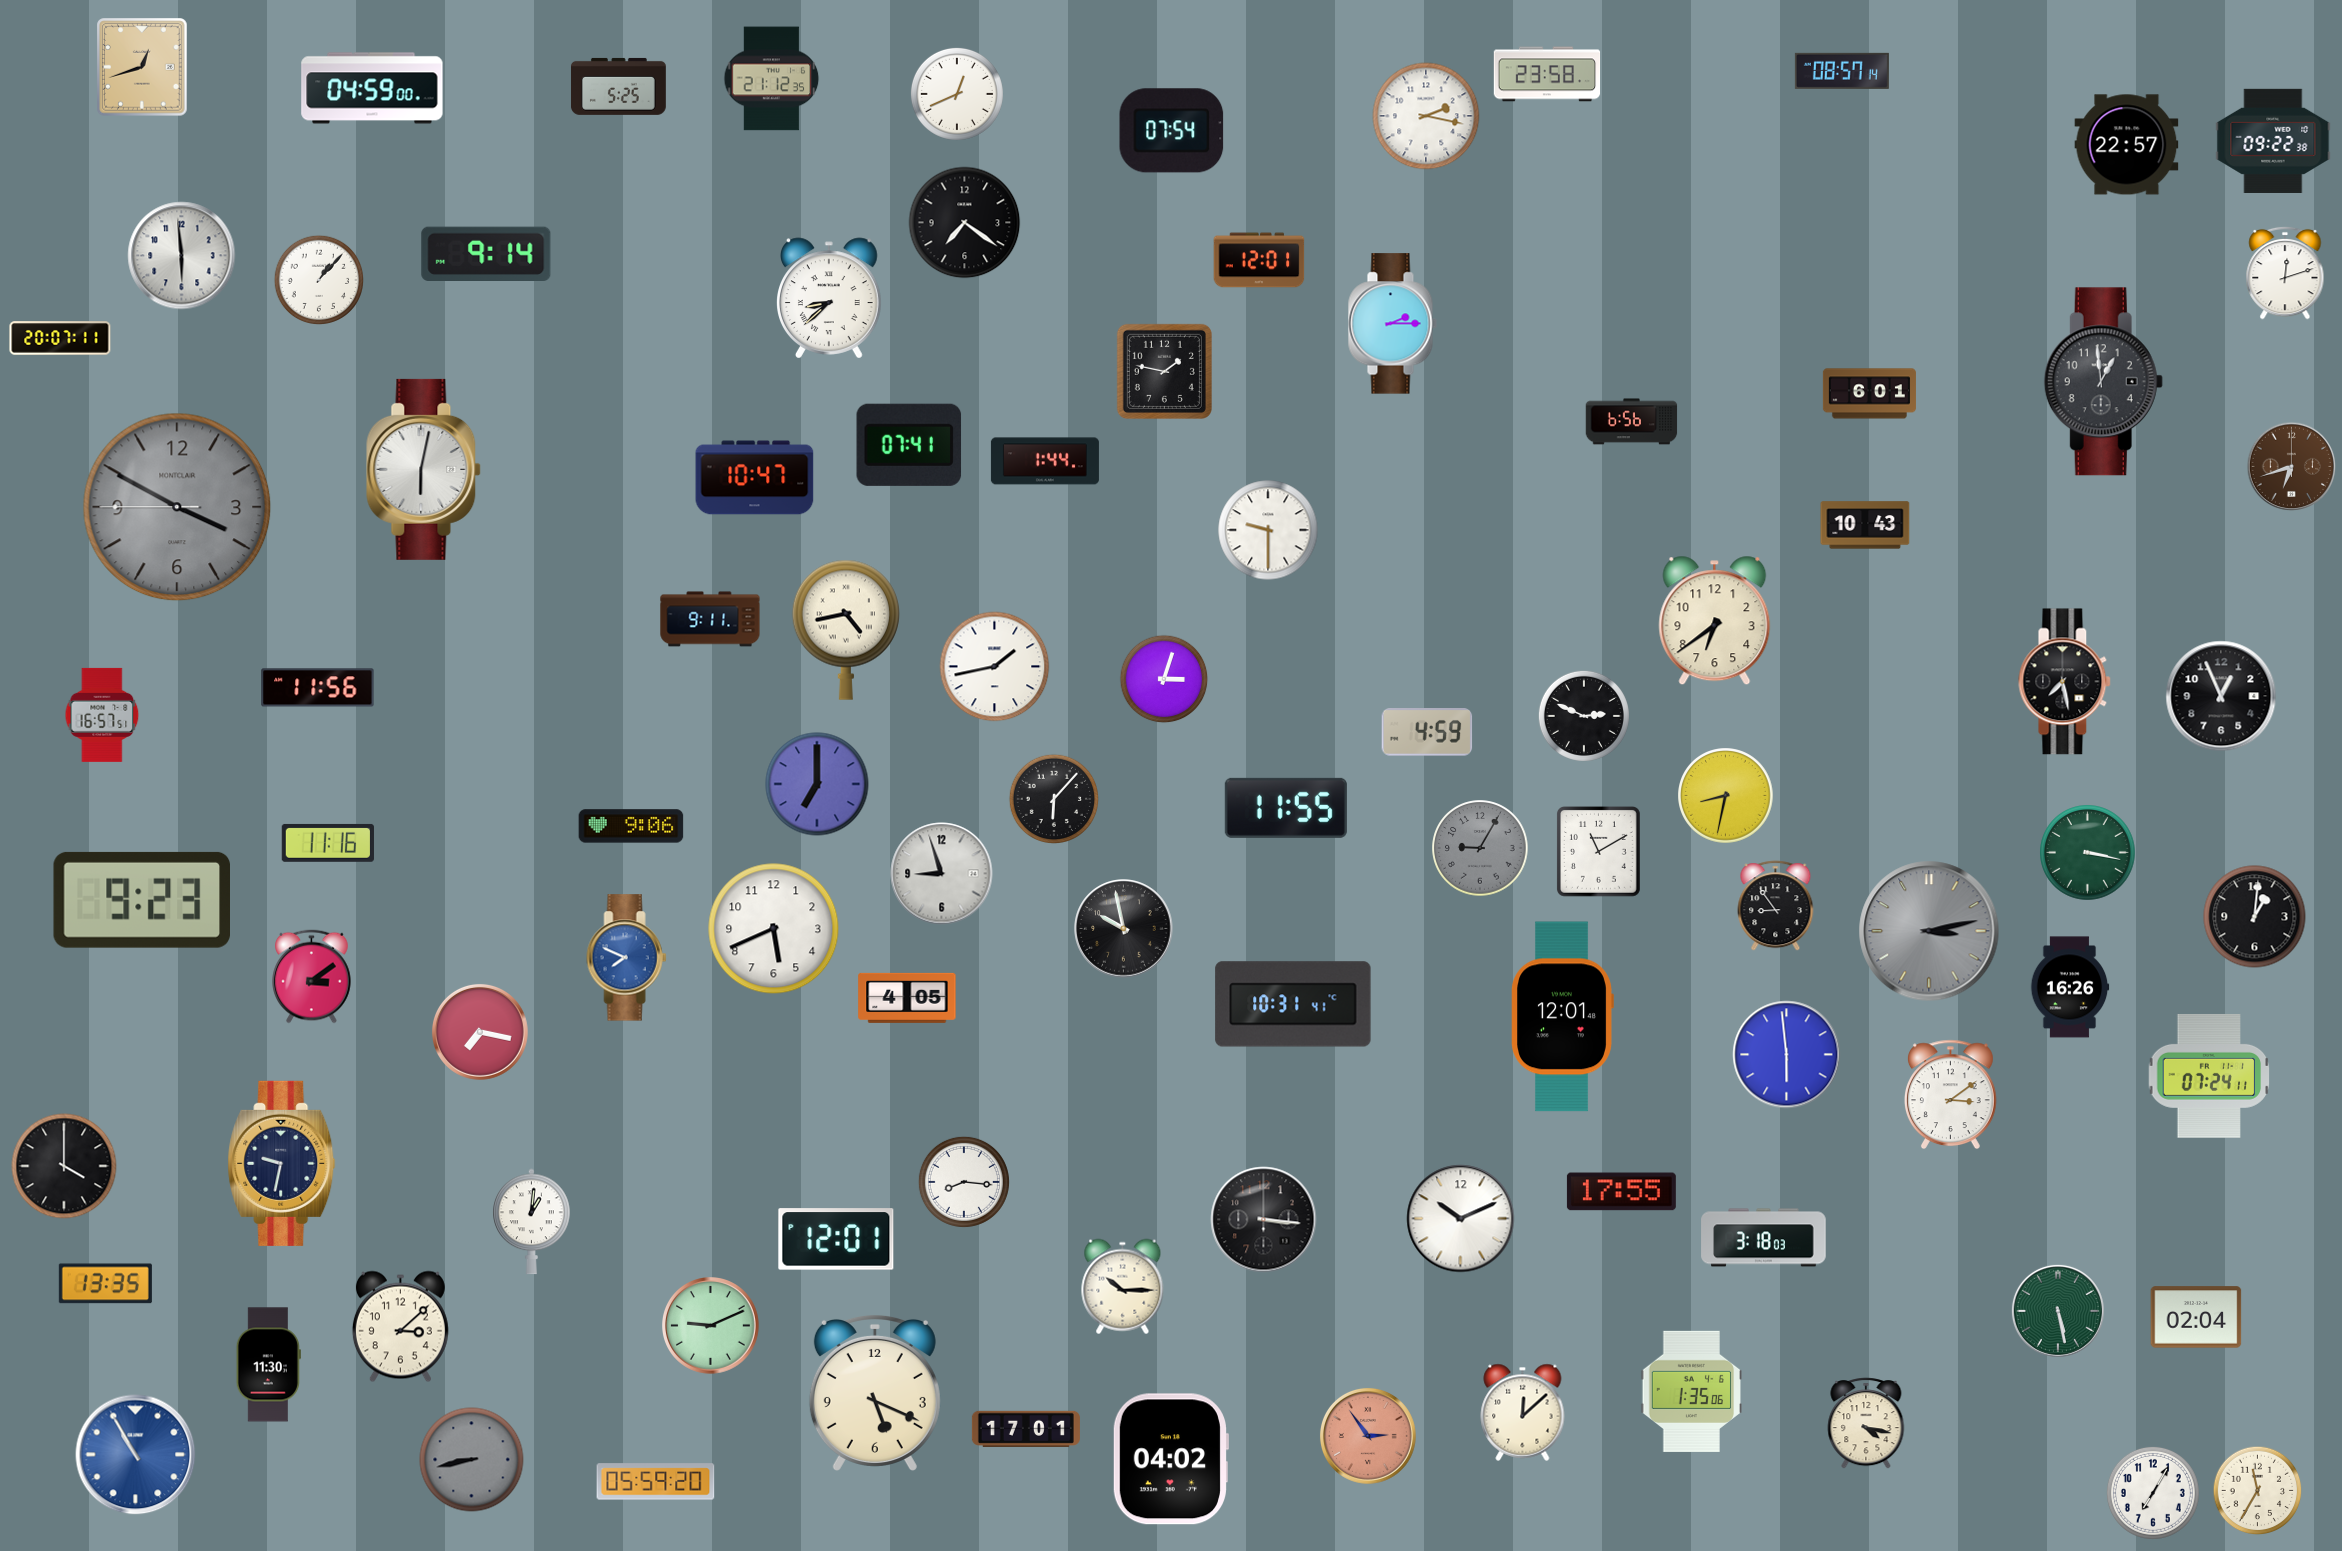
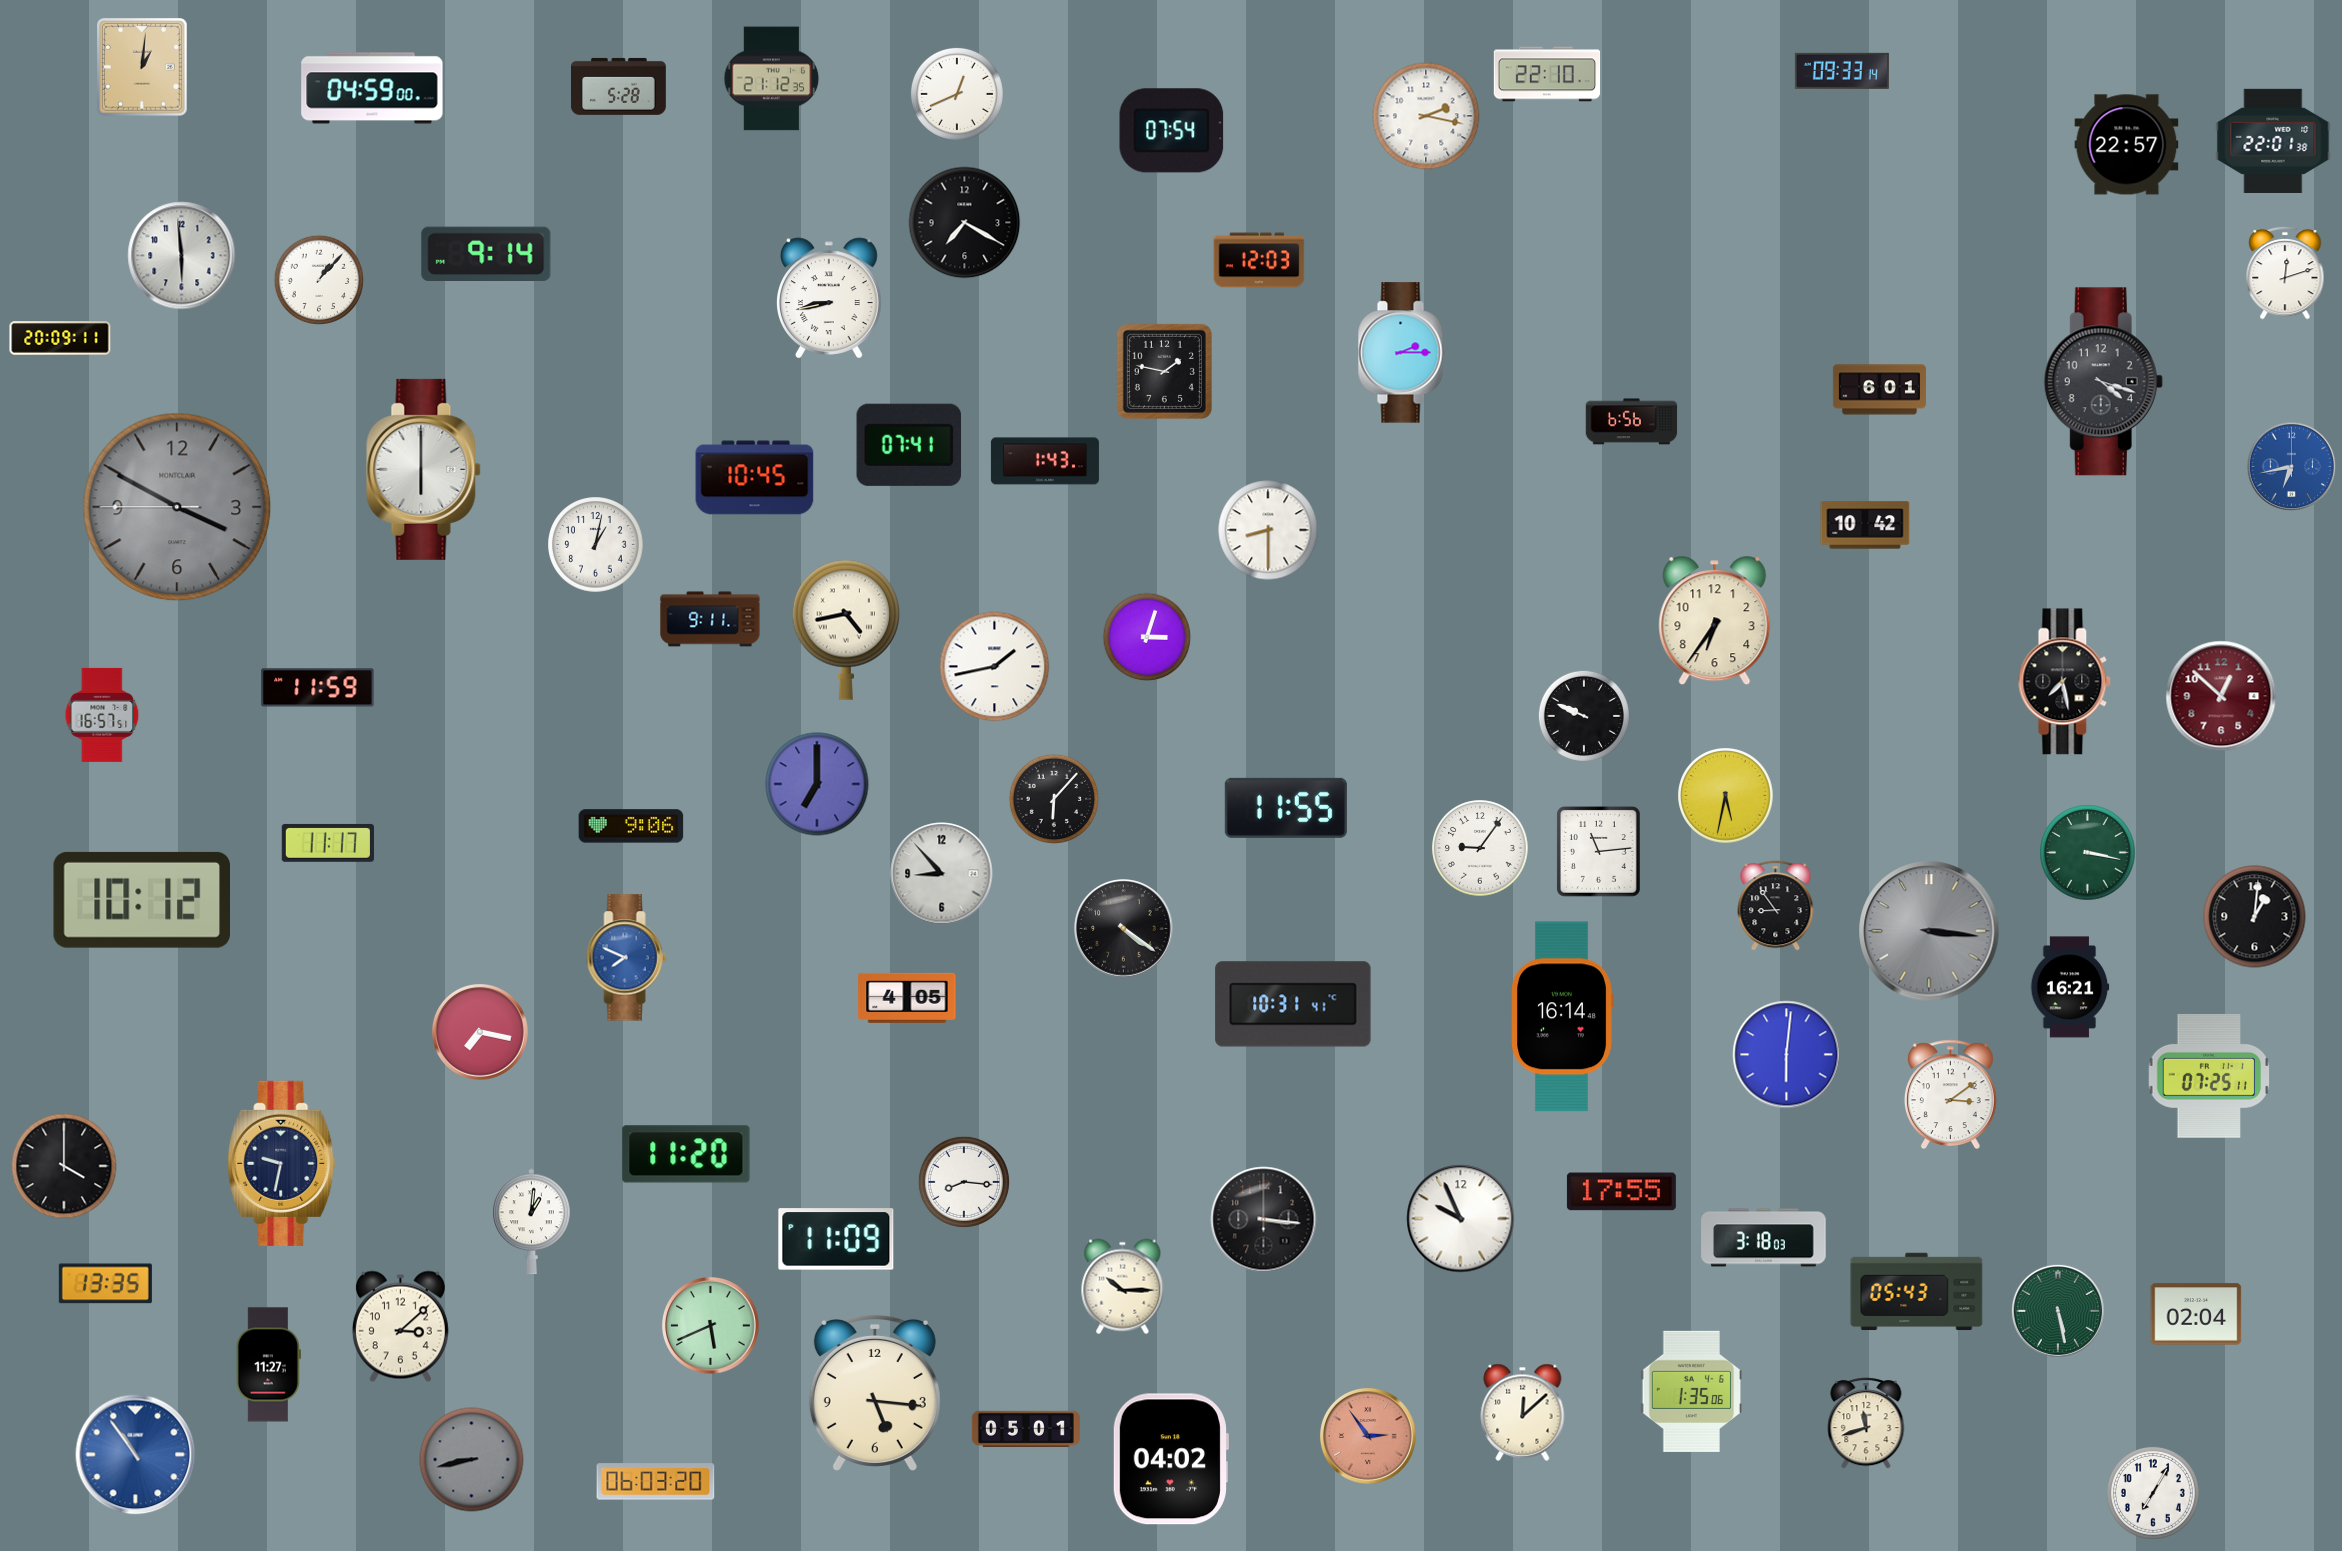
clock at (142, 67): 12:42 -> 1:01
clock at (1842, 71): 08:57 -> 09:33
clock at (1547, 74): 23:58 -> 22:10
clock at (618, 86): 5:25 -> 5:28
clock at (2273, 141): 09:22 -> 22:01
clock at (965, 223): 7:21 -> 7:20
clock at (1259, 260): 12:01 -> 12:03
clock at (830, 298): 8:38 -> 8:43
clock at (1392, 324) position: (1392, 324) -> (1402, 353)
clock at (60, 338): 20:07 -> 20:09
clock at (2103, 382): 12:59 -> 4:18
clock at (1869, 394) position: (1869, 394) -> (1879, 390)
clock at (1045, 461): 1:44 -> 1:43
clock at (2292, 467): 6:42 -> 6:43
clock at (2292, 467) dial: brown -> blue
clock at (424, 469): 6:02 -> 6:00
clock at (755, 478): 10:47 -> 10:45
clock at (1865, 525): 10:43 -> 10:42
clock at (1268, 530): 9:30 -> 8:30
clock at (596, 545): none -> 1:02
clock at (1715, 621): 6:39 -> 6:36
clock at (1164, 679) position: (1164, 679) -> (1147, 637)
clock at (318, 688): 11:56 -> 11:59
clock at (2221, 696): 12:56 -> 12:52
clock at (2221, 696) dial: black -> burgundy
clock at (1584, 716): 2:49 -> 9:49
clock at (1427, 733): 4:59 -> none
clock at (1726, 796): 8:32 -> 5:32
clock at (328, 843): 11:16 -> 11:17
clock at (1480, 848): 9:05 -> 9:06
clock at (1480, 848) dial: grey -> white
clock at (1598, 852): 11:10 -> 11:14
clock at (942, 874): 8:57 -> 8:53
clock at (141, 900): 9:23 -> 10:12
clock at (774, 929): 5:41 -> none
clock at (1124, 929): 9:58 -> 4:21
clock at (1929, 931): 3:13 -> 3:16
clock at (312, 977): 3:09 -> none
clock at (2070, 987): 16:26 -> 16:21
clock at (1562, 1017): 12:01 -> 16:14
clock at (1787, 1055): 5:59 -> 6:01
clock at (2209, 1076): 07:24 -> 07:25
clock at (686, 1154): none -> 11:20
clock at (1461, 1219): 10:11 -> 9:56
clock at (836, 1239): 12:01 -> 11:09
clock at (1917, 1292): none -> 05:43
clock at (2196, 1317) position: (2196, 1317) -> (2196, 1314)
clock at (711, 1326): 9:11 -> 5:41
clock at (268, 1365): 11:30 -> 11:27
clock at (875, 1393): 5:19 -> 5:16
clock at (1866, 1423): 4:17 -> 11:42
clock at (1026, 1429): 17:01 -> 05:01
clock at (136, 1455): 10:55 -> 10:54
clock at (656, 1482): 05:59 -> 06:03
clock at (2258, 1491): 11:35 -> none
